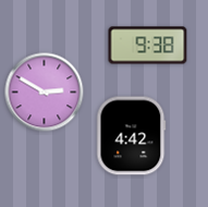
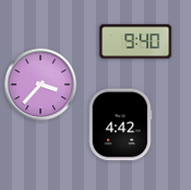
clock at (148, 46): 9:38 -> 9:40
clock at (45, 93): 2:50 -> 3:37
